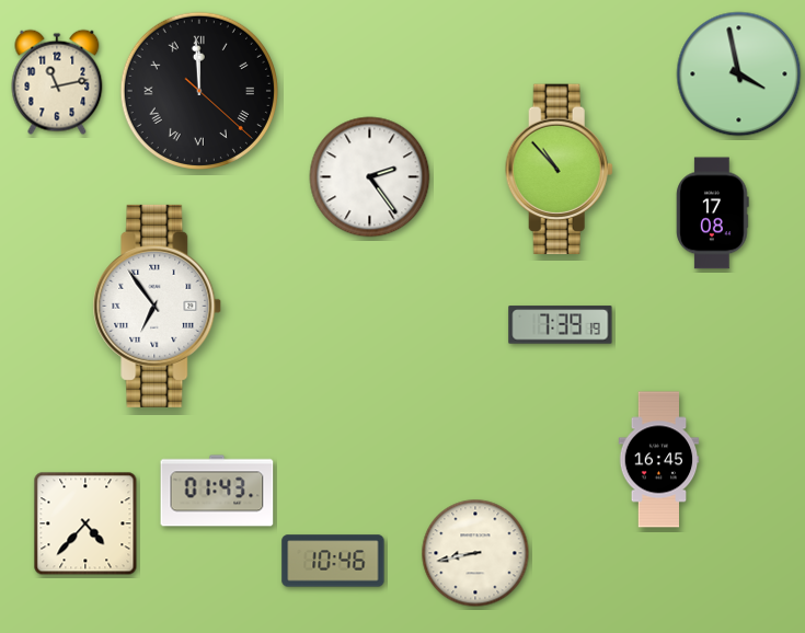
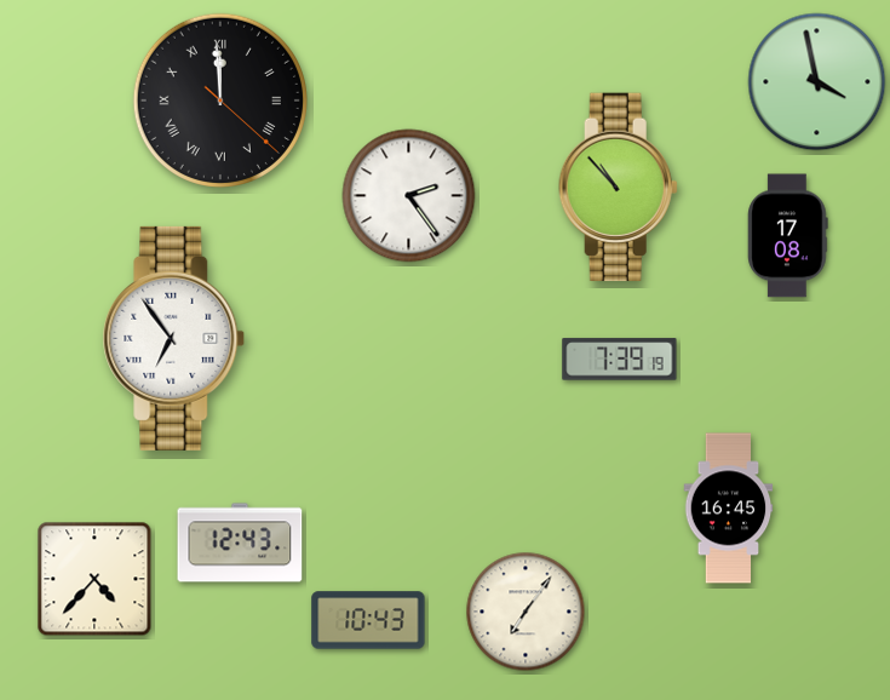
clock at (57, 82): 11:13 -> none
clock at (217, 491): 01:43 -> 12:43
clock at (475, 553): 8:43 -> 7:06
clock at (333, 561): 10:46 -> 10:43
